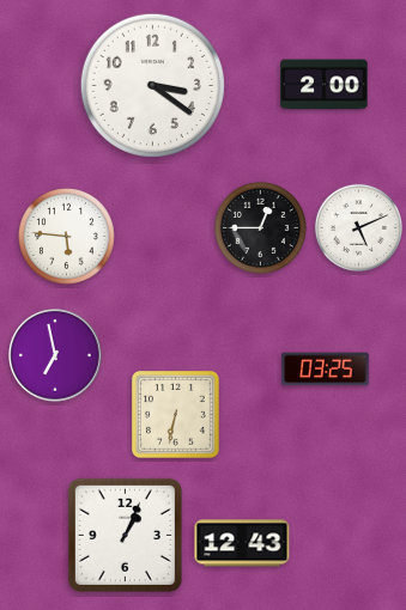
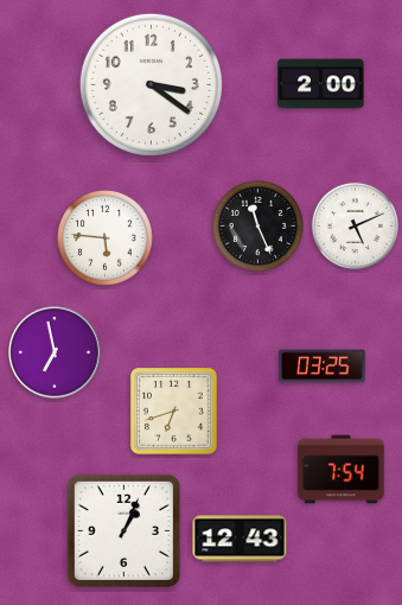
clock at (260, 227): 12:45 -> 11:26
clock at (67, 237) position: (67, 237) -> (106, 238)
clock at (176, 415): 6:32 -> 6:42
clock at (342, 470): none -> 7:54
